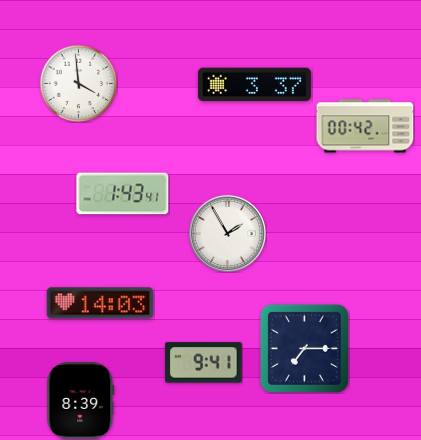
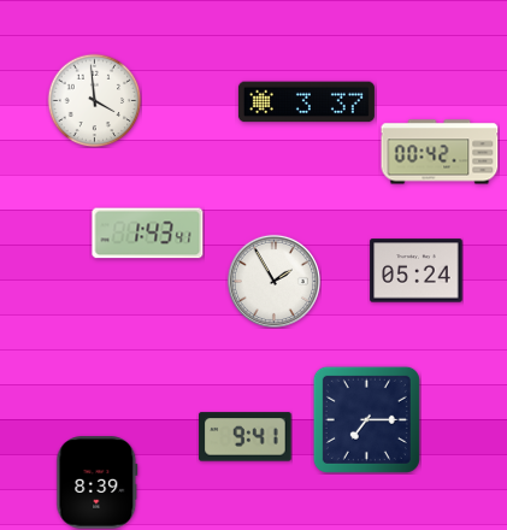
clock at (417, 271): none -> 05:24
clock at (100, 303): 14:03 -> none
